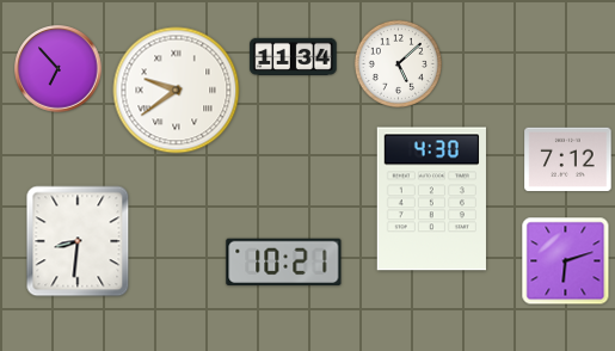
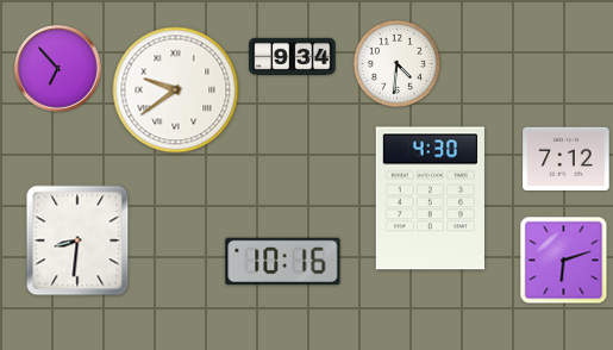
clock at (294, 56): 11:34 -> 9:34
clock at (398, 63): 5:08 -> 4:31
clock at (284, 263): 10:21 -> 10:16
